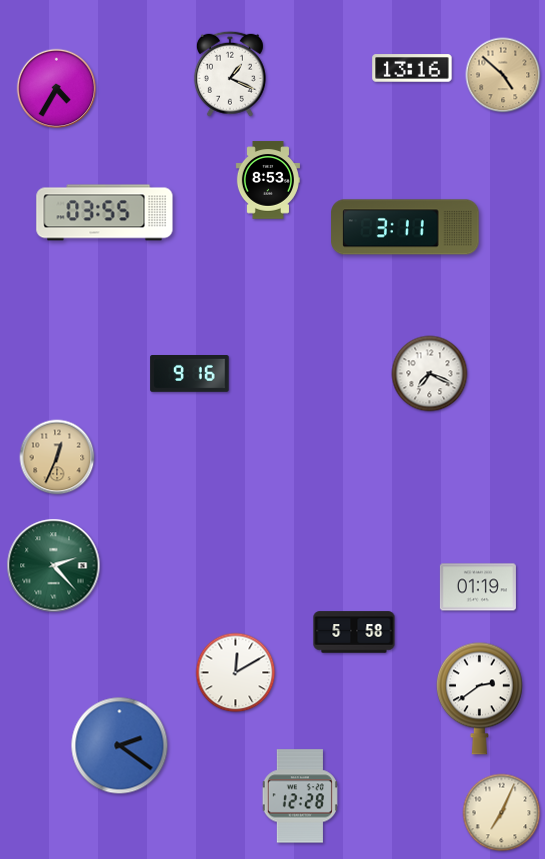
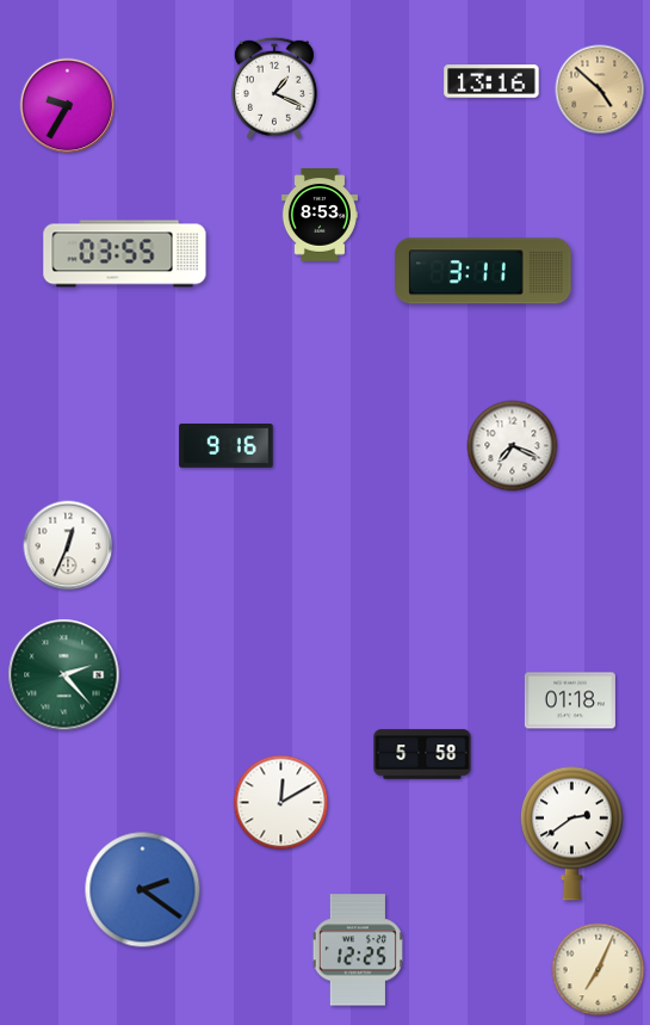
clock at (57, 89): 4:35 -> 9:35
clock at (57, 457) dial: champagne -> white
clock at (478, 587): 01:19 -> 01:18
clock at (300, 796): 12:28 -> 12:25
